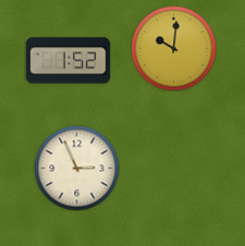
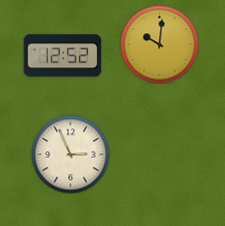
clock at (68, 61): 1:52 -> 12:52
